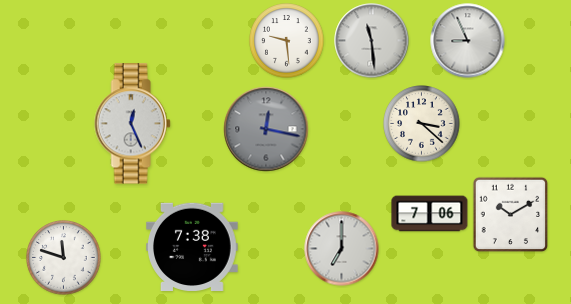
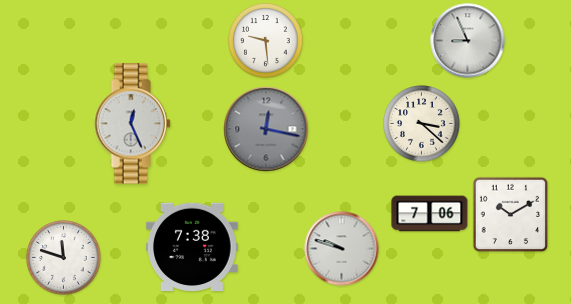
clock at (287, 41) position: (287, 41) -> (266, 41)
clock at (372, 41): 11:29 -> none
clock at (342, 249): 7:00 -> 9:48
